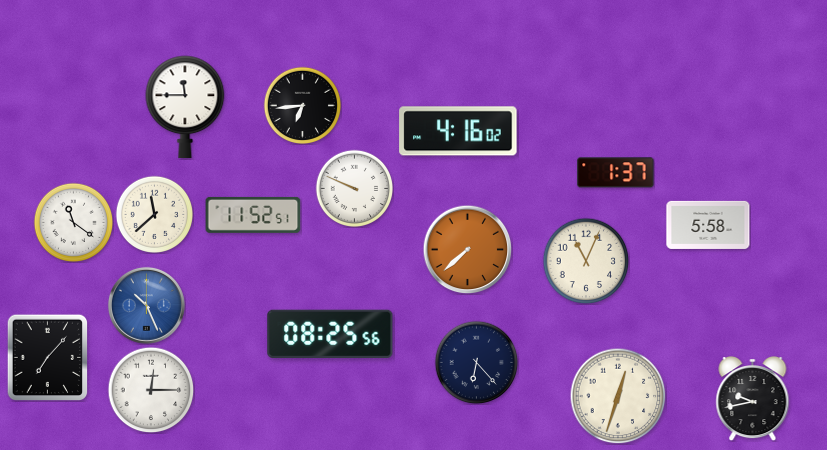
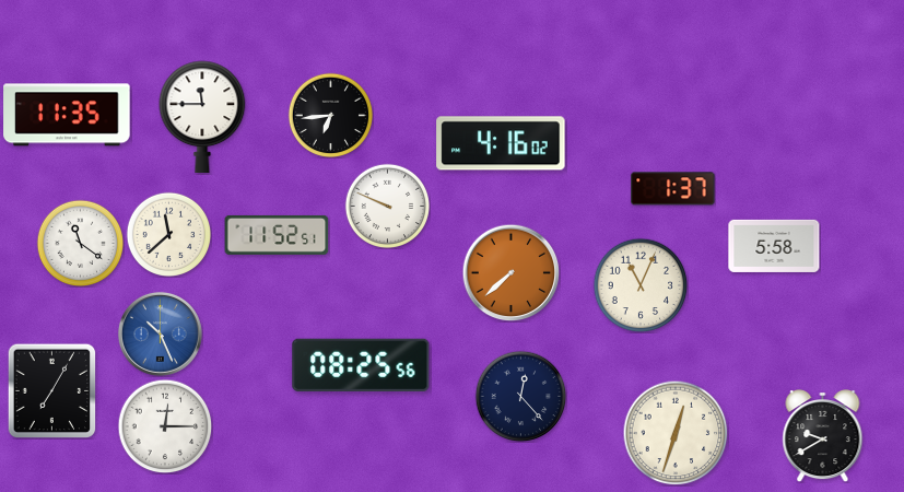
clock at (67, 115): none -> 11:35
clock at (48, 357): 7:07 -> 7:05
clock at (476, 362): 6:23 -> 12:23
clock at (753, 399): 9:43 -> 9:40
